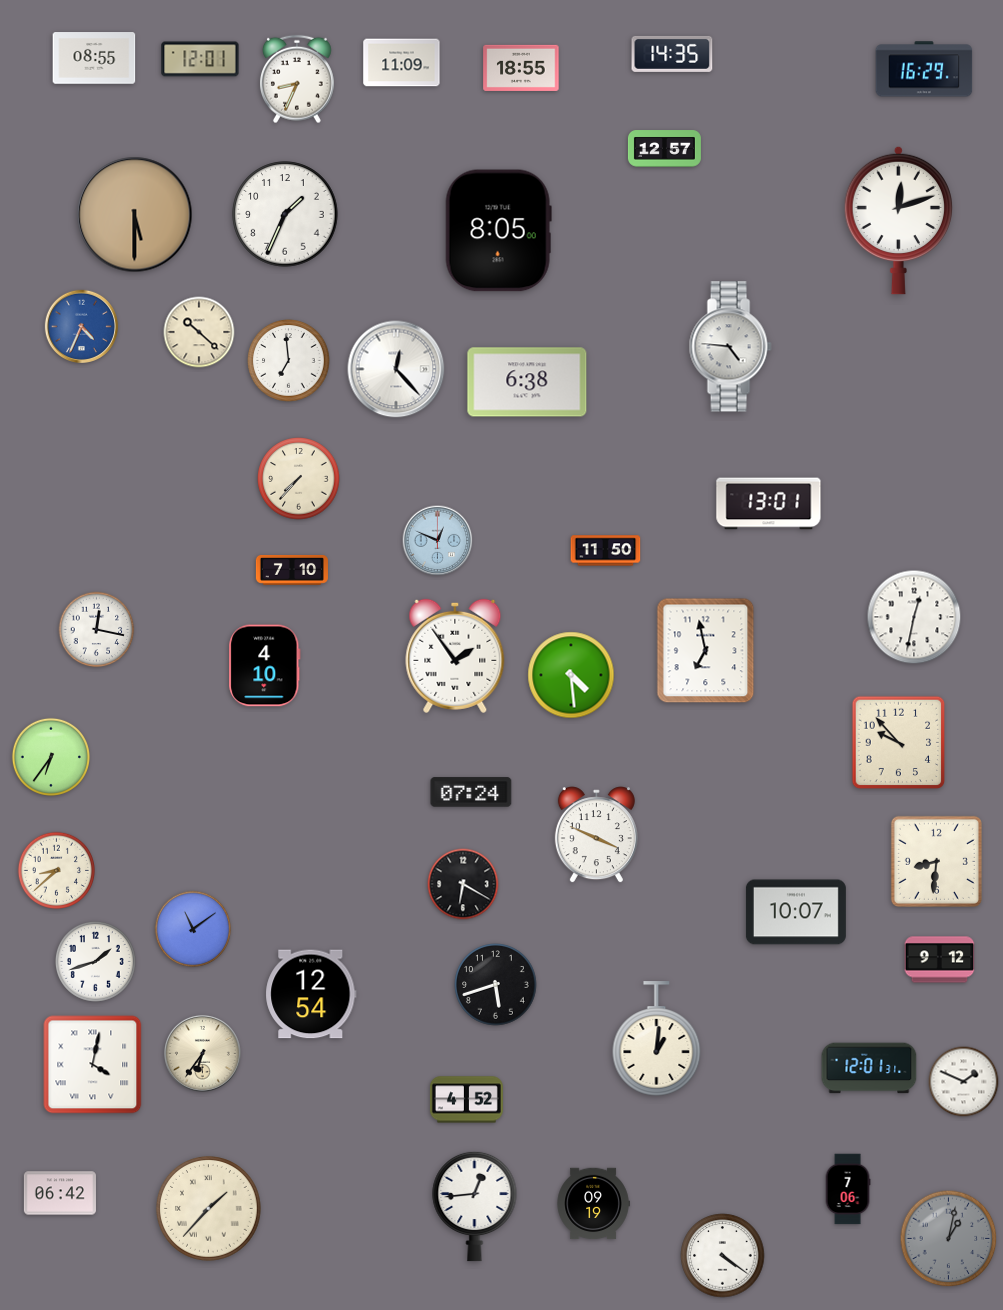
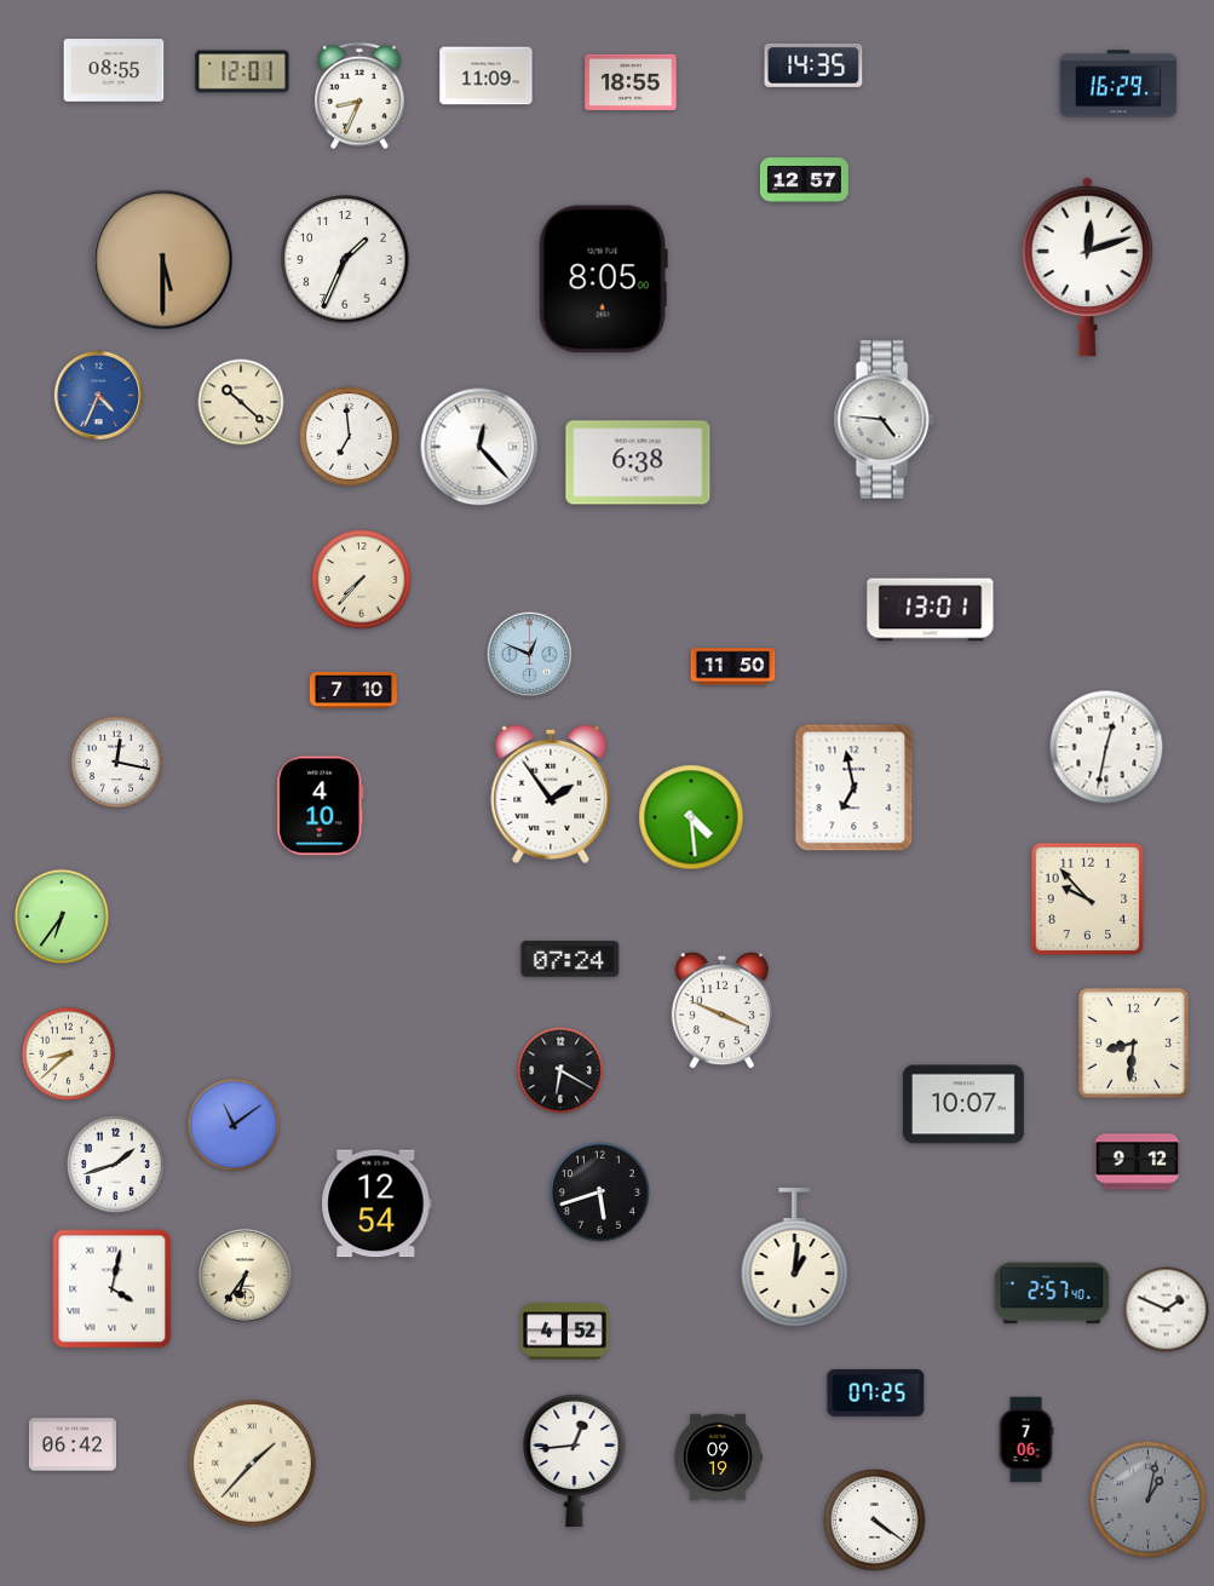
clock at (869, 1068): 12:01 -> 2:57
clock at (876, 1392): none -> 07:25
